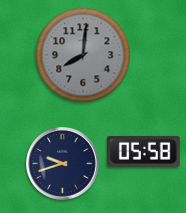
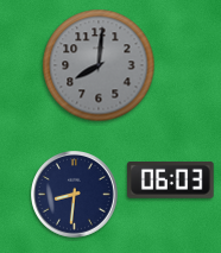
clock at (144, 151): 05:58 -> 06:03
clock at (63, 164): 9:42 -> 8:31
